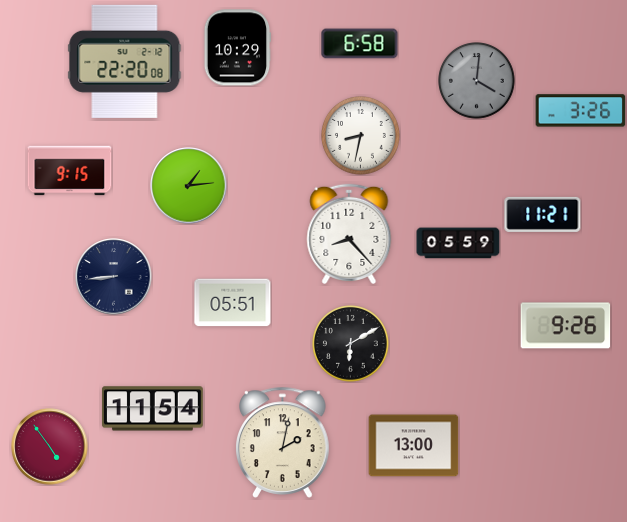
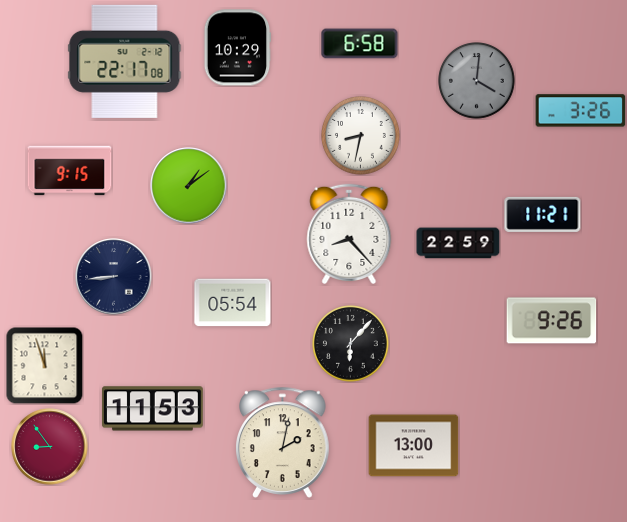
clock at (125, 61): 22:20 -> 22:17
clock at (189, 186): 1:14 -> 1:09
clock at (458, 243): 05:59 -> 22:59
clock at (233, 303): 05:51 -> 05:54
clock at (566, 326) position: (566, 326) -> (552, 321)
clock at (351, 344): 6:10 -> 6:07
clock at (44, 365): none -> 11:57
clock at (152, 409): 11:54 -> 11:53
clock at (50, 447): 4:54 -> 8:54
